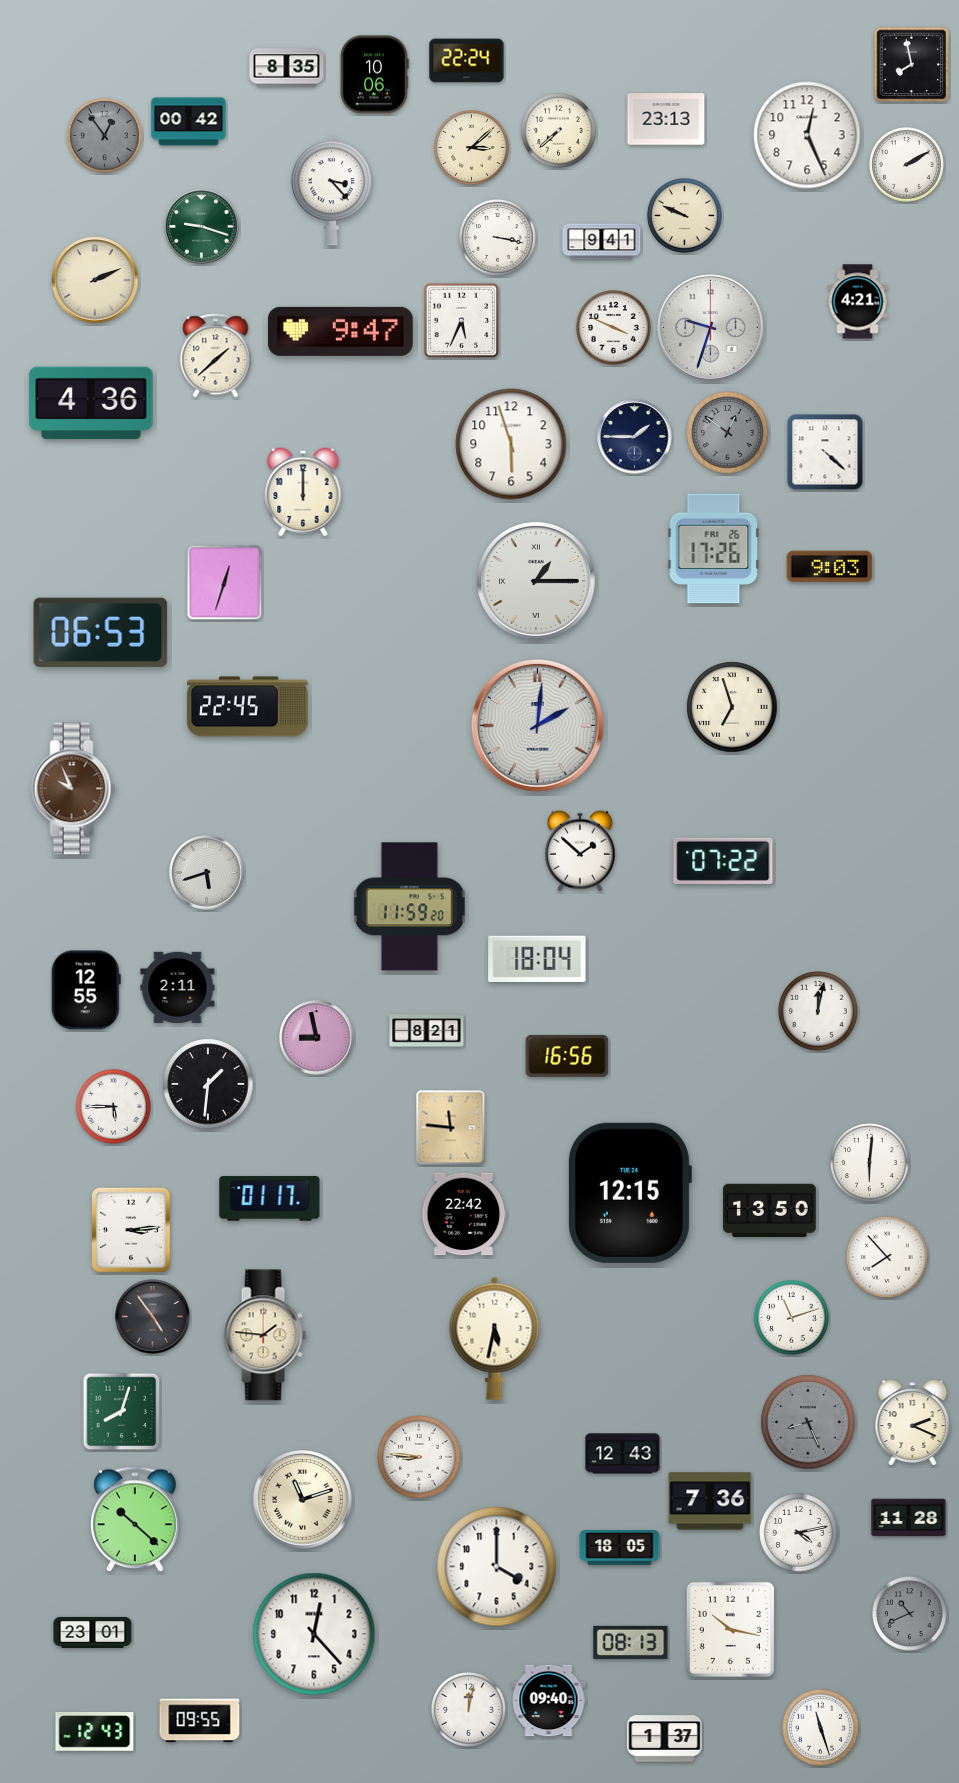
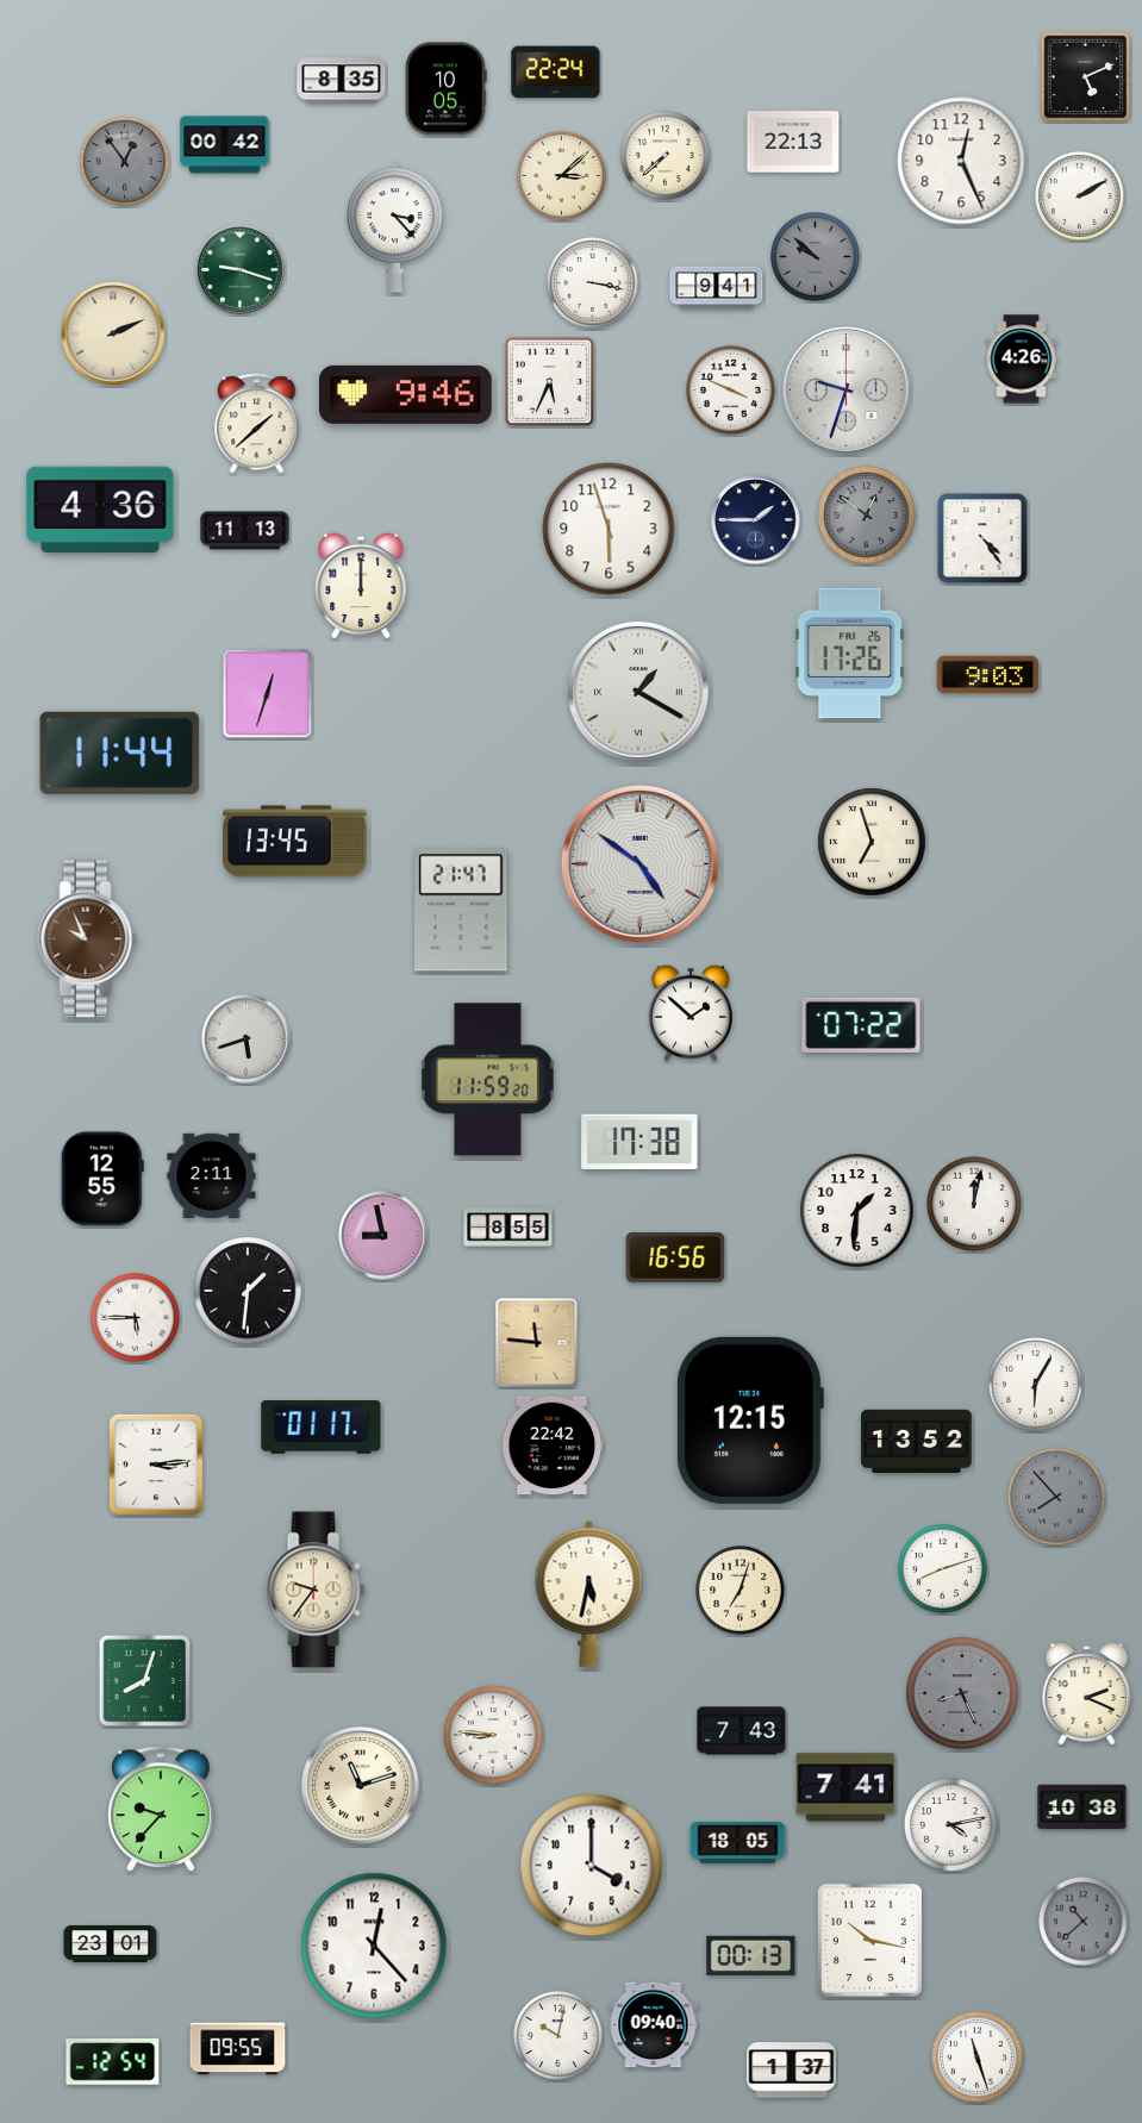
clock at (912, 65): 7:58 -> 5:11
clock at (374, 75): 10:06 -> 10:05
clock at (666, 119): 23:13 -> 22:13
clock at (685, 216): 9:49 -> 9:52
clock at (685, 216) dial: cream -> grey
clock at (858, 302): 4:21 -> 4:26
clock at (341, 331): 9:47 -> 9:46
clock at (91, 403) position: (91, 403) -> (100, 510)
clock at (245, 531): none -> 11:13
clock at (825, 452): 4:22 -> 4:24
clock at (536, 581): 1:15 -> 1:20
clock at (101, 632): 06:53 -> 11:44
clock at (248, 707): 22:45 -> 13:45
clock at (537, 725): 2:01 -> 4:51
clock at (462, 910): none -> 21:47
clock at (537, 959): 18:04 -> 17:38
clock at (857, 1211): none -> 1:31
clock at (427, 1031): 8:21 -> 8:55
clock at (317, 1038) position: (317, 1038) -> (383, 1236)
clock at (870, 1163): 6:01 -> 6:05
clock at (770, 1210): 13:50 -> 13:52
clock at (887, 1257) dial: white -> grey
clock at (153, 1317): 4:54 -> none
clock at (792, 1318): 11:12 -> 8:12
clock at (265, 1335): 1:46 -> 9:36
clock at (741, 1591): none -> 7:03
clock at (623, 1454): 12:43 -> 7:43
clock at (419, 1457) position: (419, 1457) -> (493, 1735)
clock at (710, 1501): 7:36 -> 7:41
clock at (909, 1518): 11:28 -> 10:38
clock at (135, 1520): 10:22 -> 9:37
clock at (910, 1614): 10:41 -> 10:38
clock at (631, 1642): 08:13 -> 00:13
clock at (469, 1710): 12:02 -> 10:02
clock at (95, 1732): 12:43 -> 12:54
